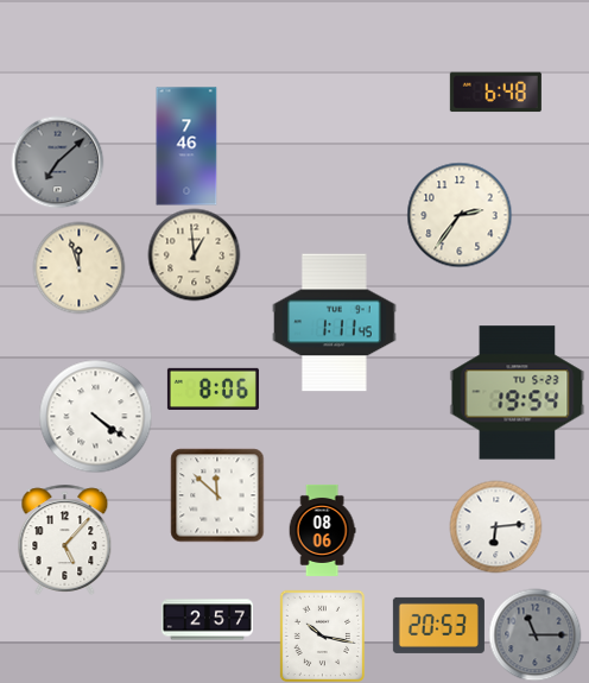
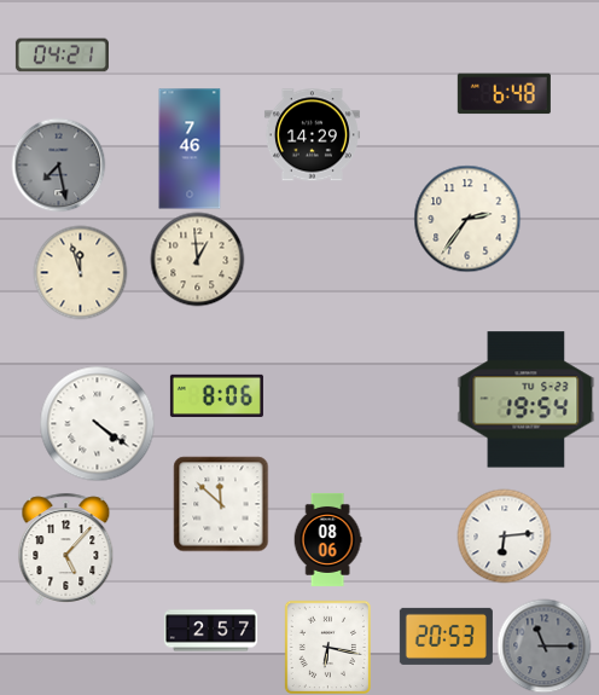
clock at (62, 56): none -> 04:21
clock at (312, 135): none -> 14:29
clock at (57, 162): 7:08 -> 7:28
clock at (335, 323): 1:11 -> none
clock at (322, 635): 10:17 -> 6:17
